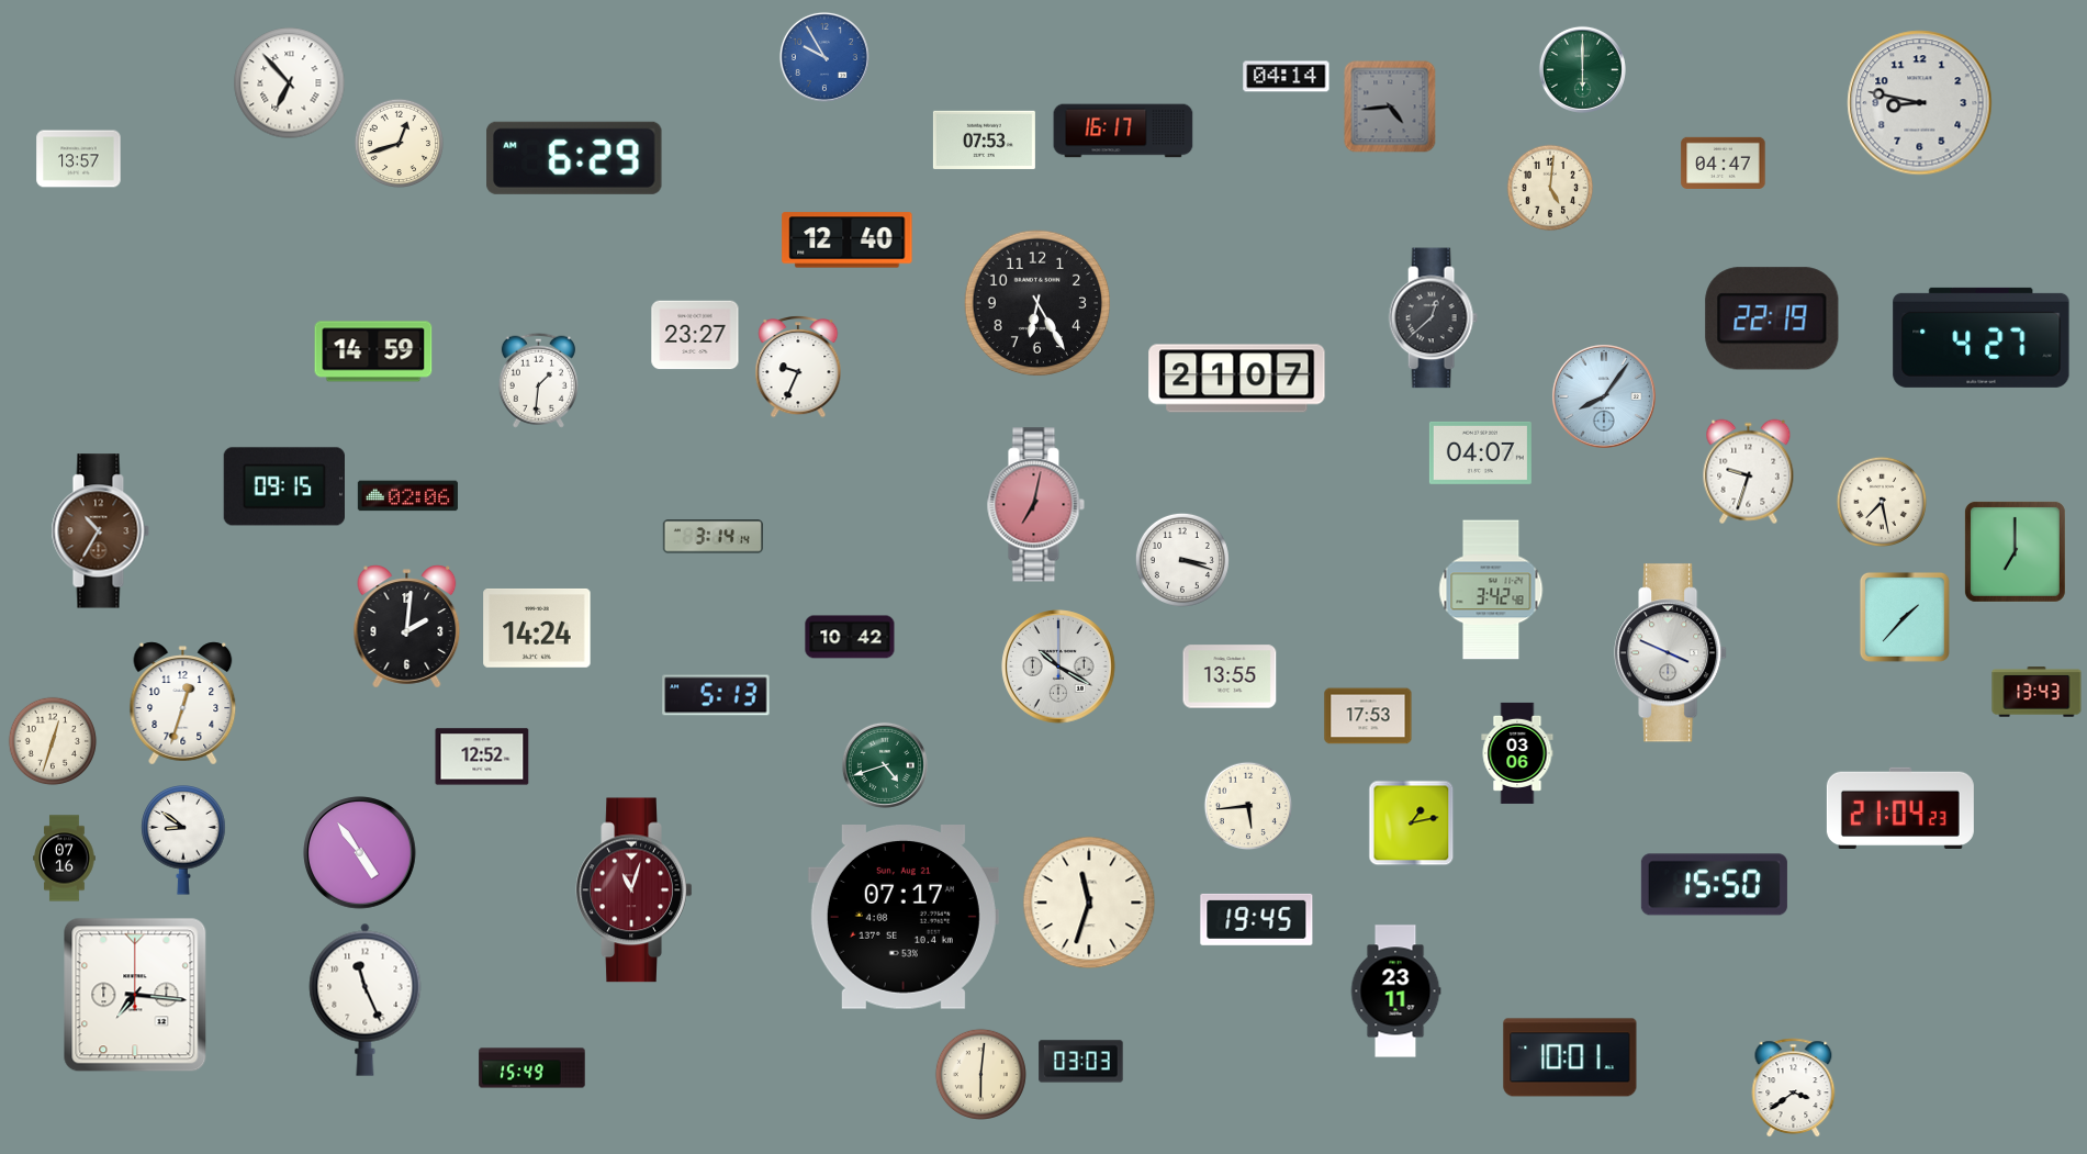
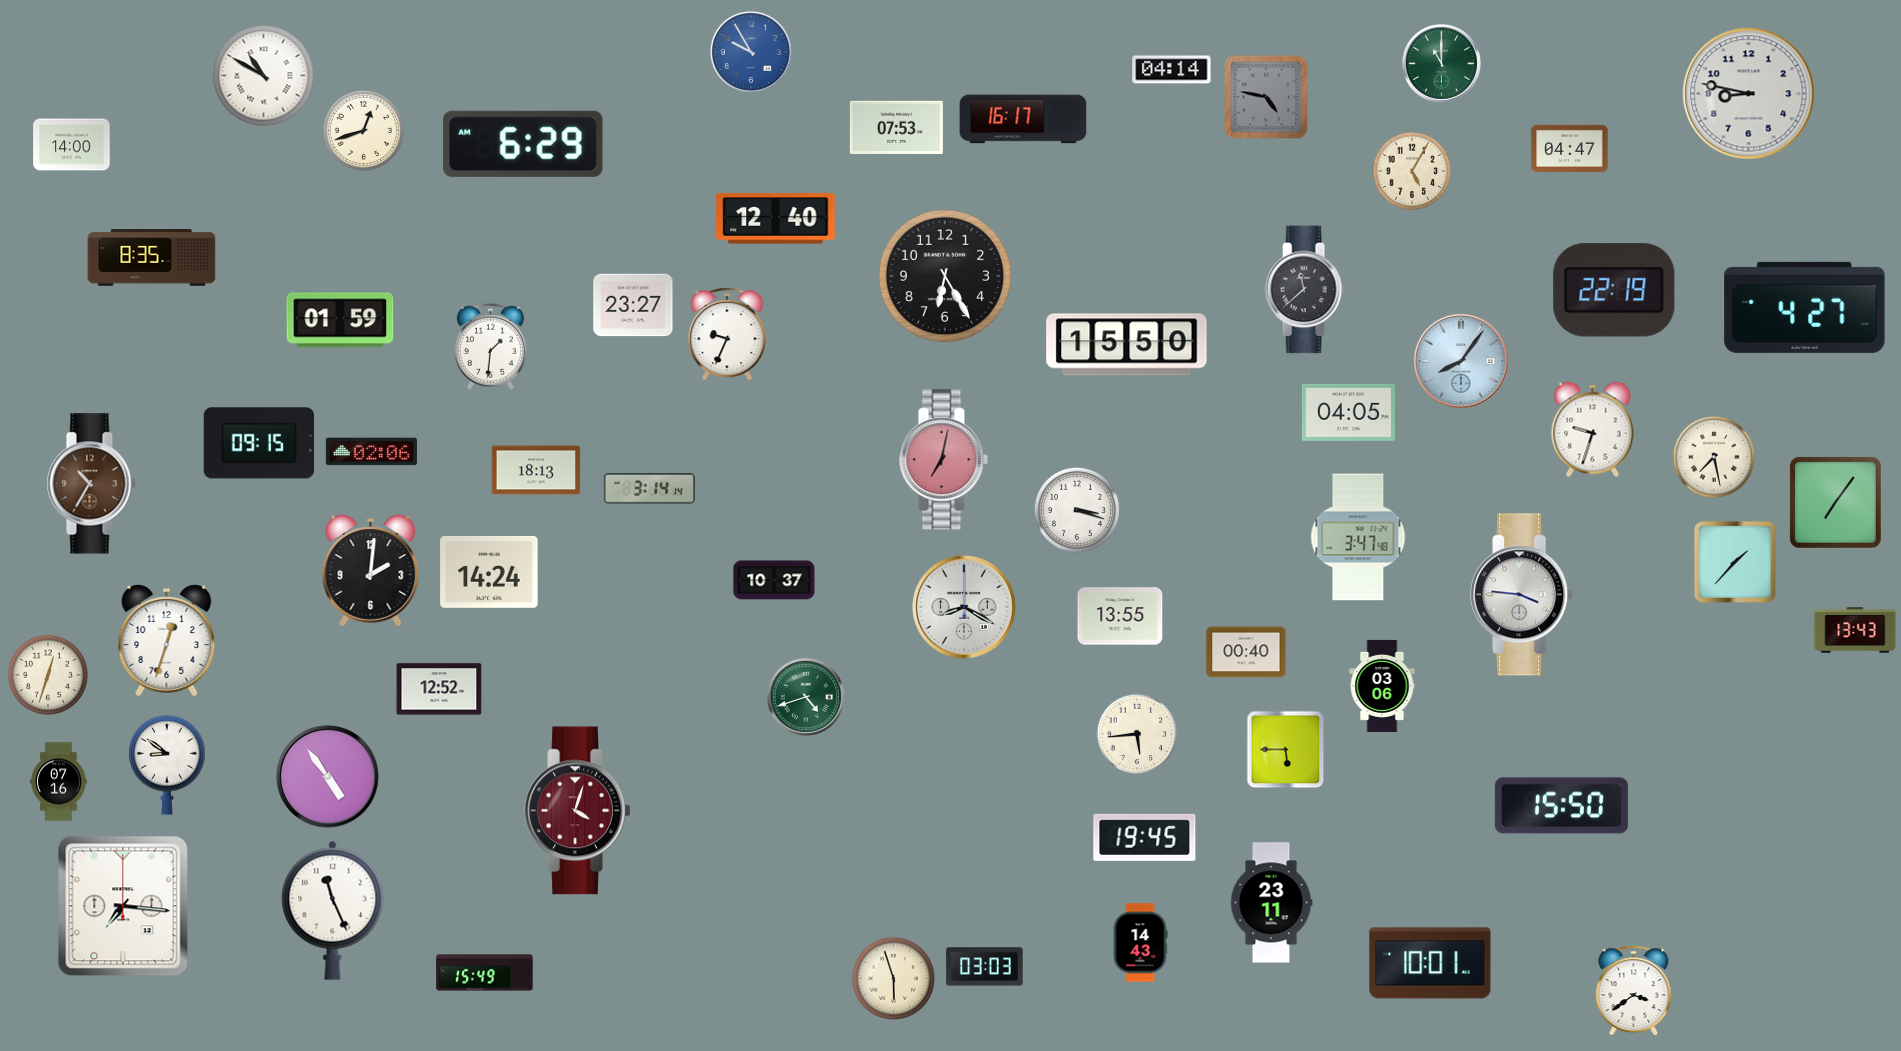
clock at (1582, 69): 6:00 -> 11:00
clock at (290, 83): 6:53 -> 10:50
clock at (1390, 107): 4:44 -> 4:47
clock at (79, 159): 13:57 -> 14:00
clock at (1550, 188): 5:01 -> 5:05
clock at (848, 240) position: (848, 240) -> (776, 219)
clock at (152, 258): none -> 8:35
clock at (1433, 318): 12:38 -> 11:38
clock at (373, 351): 14:59 -> 01:59
clock at (1237, 379): 21:07 -> 15:50
clock at (1480, 452): 04:07 -> 04:05
clock at (536, 470): none -> 18:13
clock at (2015, 551): 7:00 -> 7:06
clock at (1491, 590): 3:42 -> 3:47
clock at (850, 637): 10:42 -> 10:37
clock at (1671, 653): 3:49 -> 3:46
clock at (1058, 666): 10:20 -> 8:20
clock at (716, 695): 5:13 -> none
clock at (1368, 716): 17:53 -> 00:40
clock at (1900, 807): 21:04 -> none
clock at (1412, 824): 1:13 -> 5:45
clock at (635, 890): 11:03 -> 4:03
clock at (1089, 903): 11:33 -> none
clock at (904, 918): 07:17 -> none
clock at (1140, 943): none -> 14:43
clock at (980, 1074): 6:01 -> 5:57
